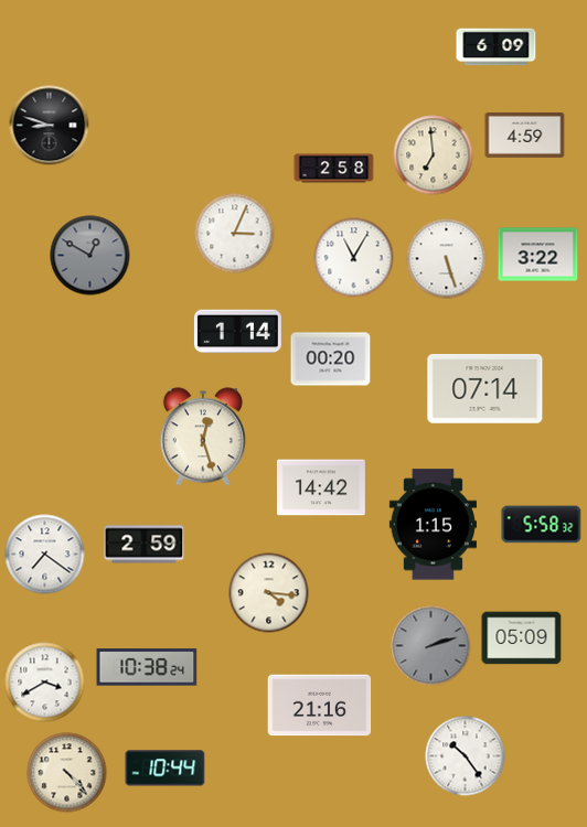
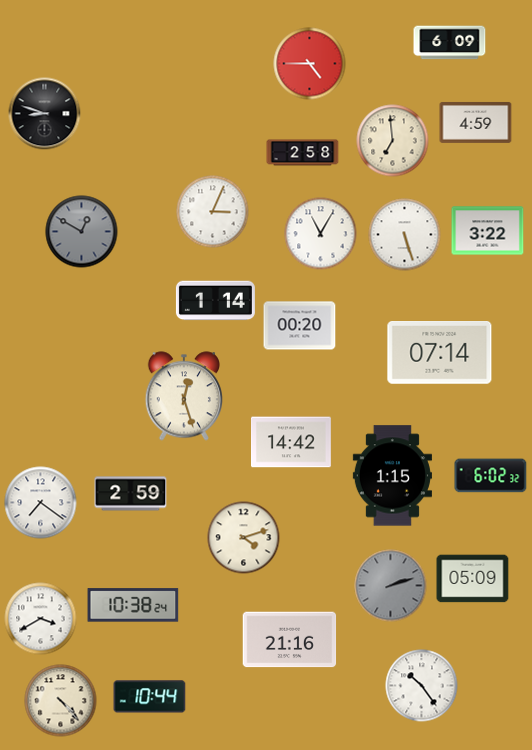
clock at (310, 64): none -> 4:45
clock at (542, 525): 5:58 -> 6:02
clock at (269, 593): 4:16 -> 4:12
